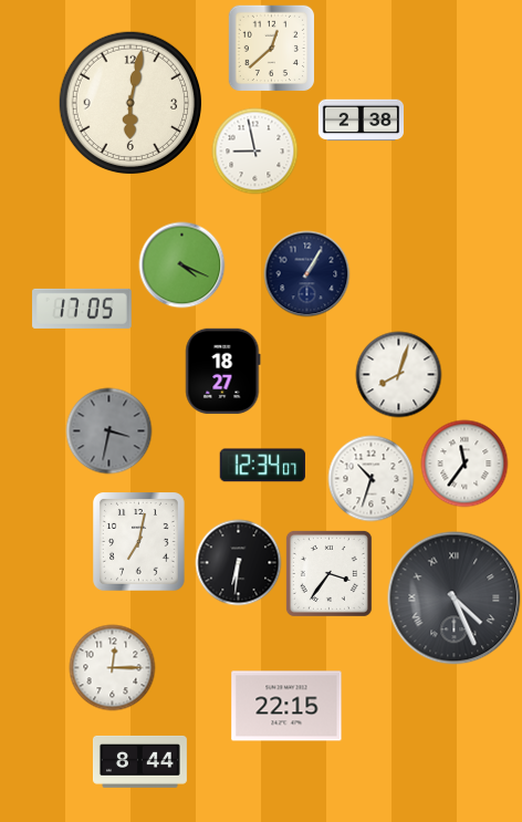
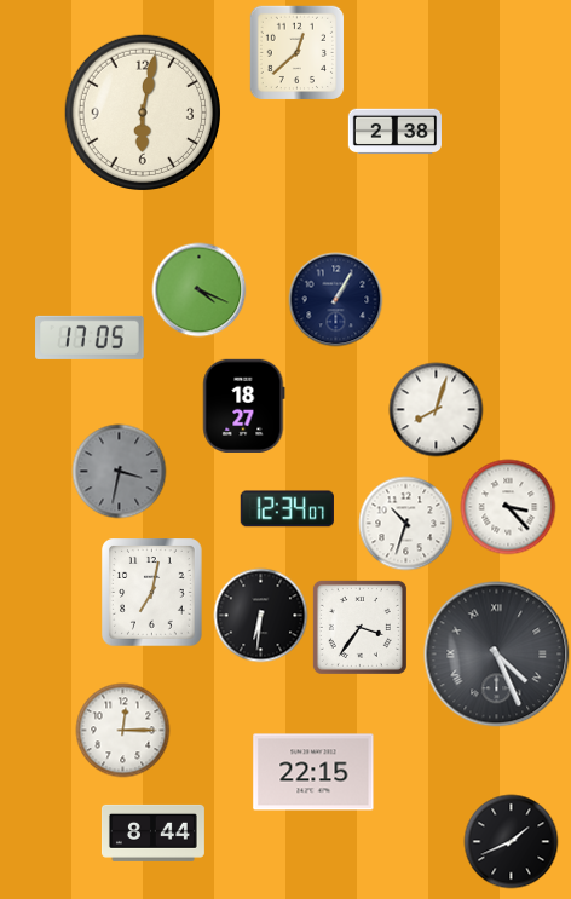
clock at (254, 150): 8:58 -> none
clock at (464, 464): 11:36 -> 3:23
clock at (511, 841): none -> 1:41
